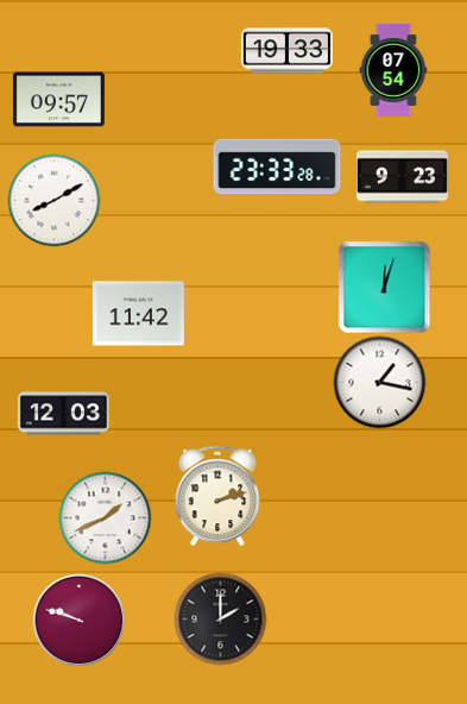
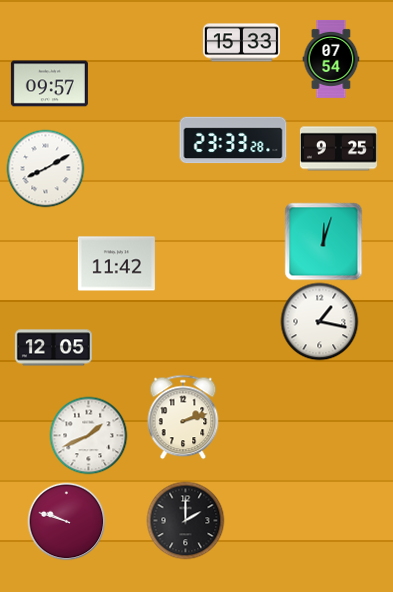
clock at (286, 51): 19:33 -> 15:33
clock at (402, 177): 9:23 -> 9:25
clock at (63, 414): 12:03 -> 12:05
